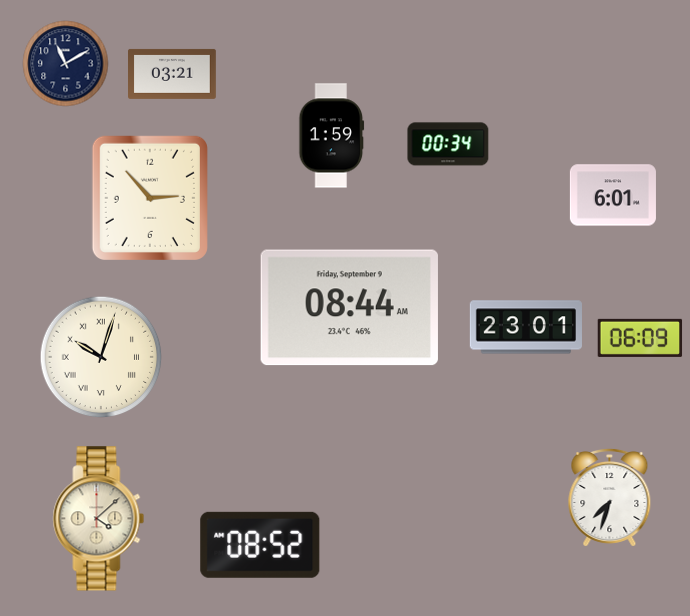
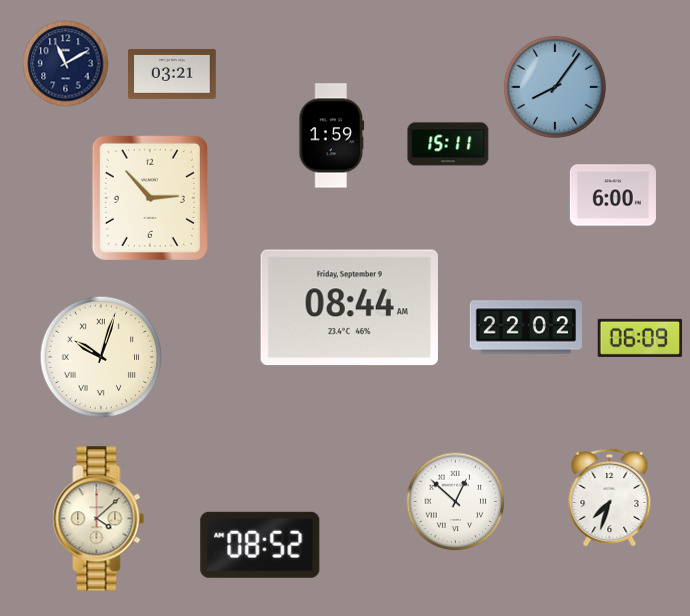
clock at (555, 87): none -> 8:06
clock at (448, 144): 00:34 -> 15:11
clock at (613, 195): 6:01 -> 6:00
clock at (526, 327): 23:01 -> 22:02
clock at (456, 502): none -> 12:52
